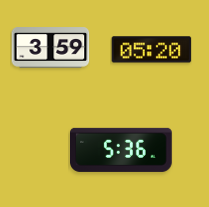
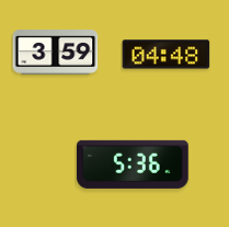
clock at (151, 50): 05:20 -> 04:48
